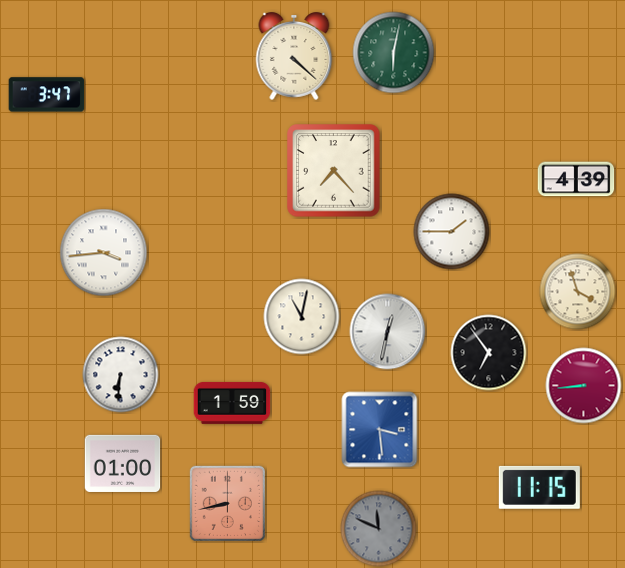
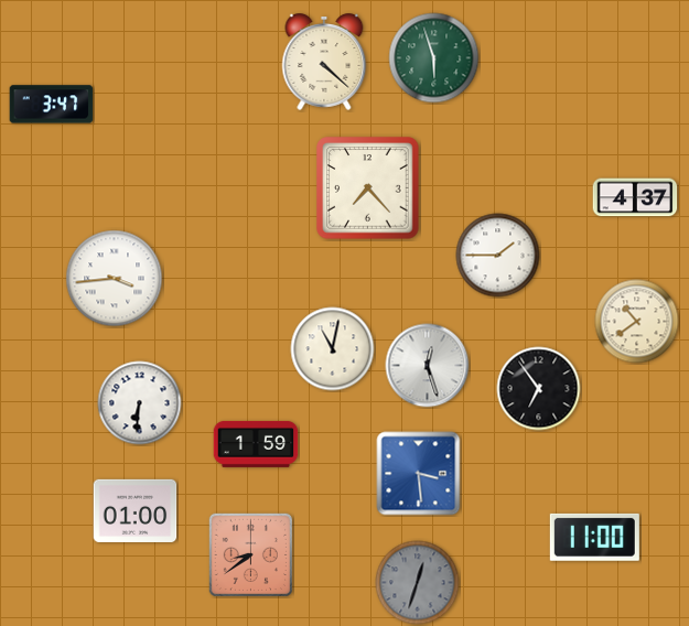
clock at (394, 53): 6:02 -> 5:57
clock at (576, 179): 4:39 -> 4:37
clock at (578, 292): 3:57 -> 10:39
clock at (388, 332): 12:32 -> 12:27
clock at (121, 375) position: (121, 375) -> (140, 403)
clock at (584, 386): 8:44 -> none
clock at (539, 487): 11:15 -> 11:00
clock at (227, 503): 8:43 -> 8:39
clock at (379, 529): 11:49 -> 12:33
